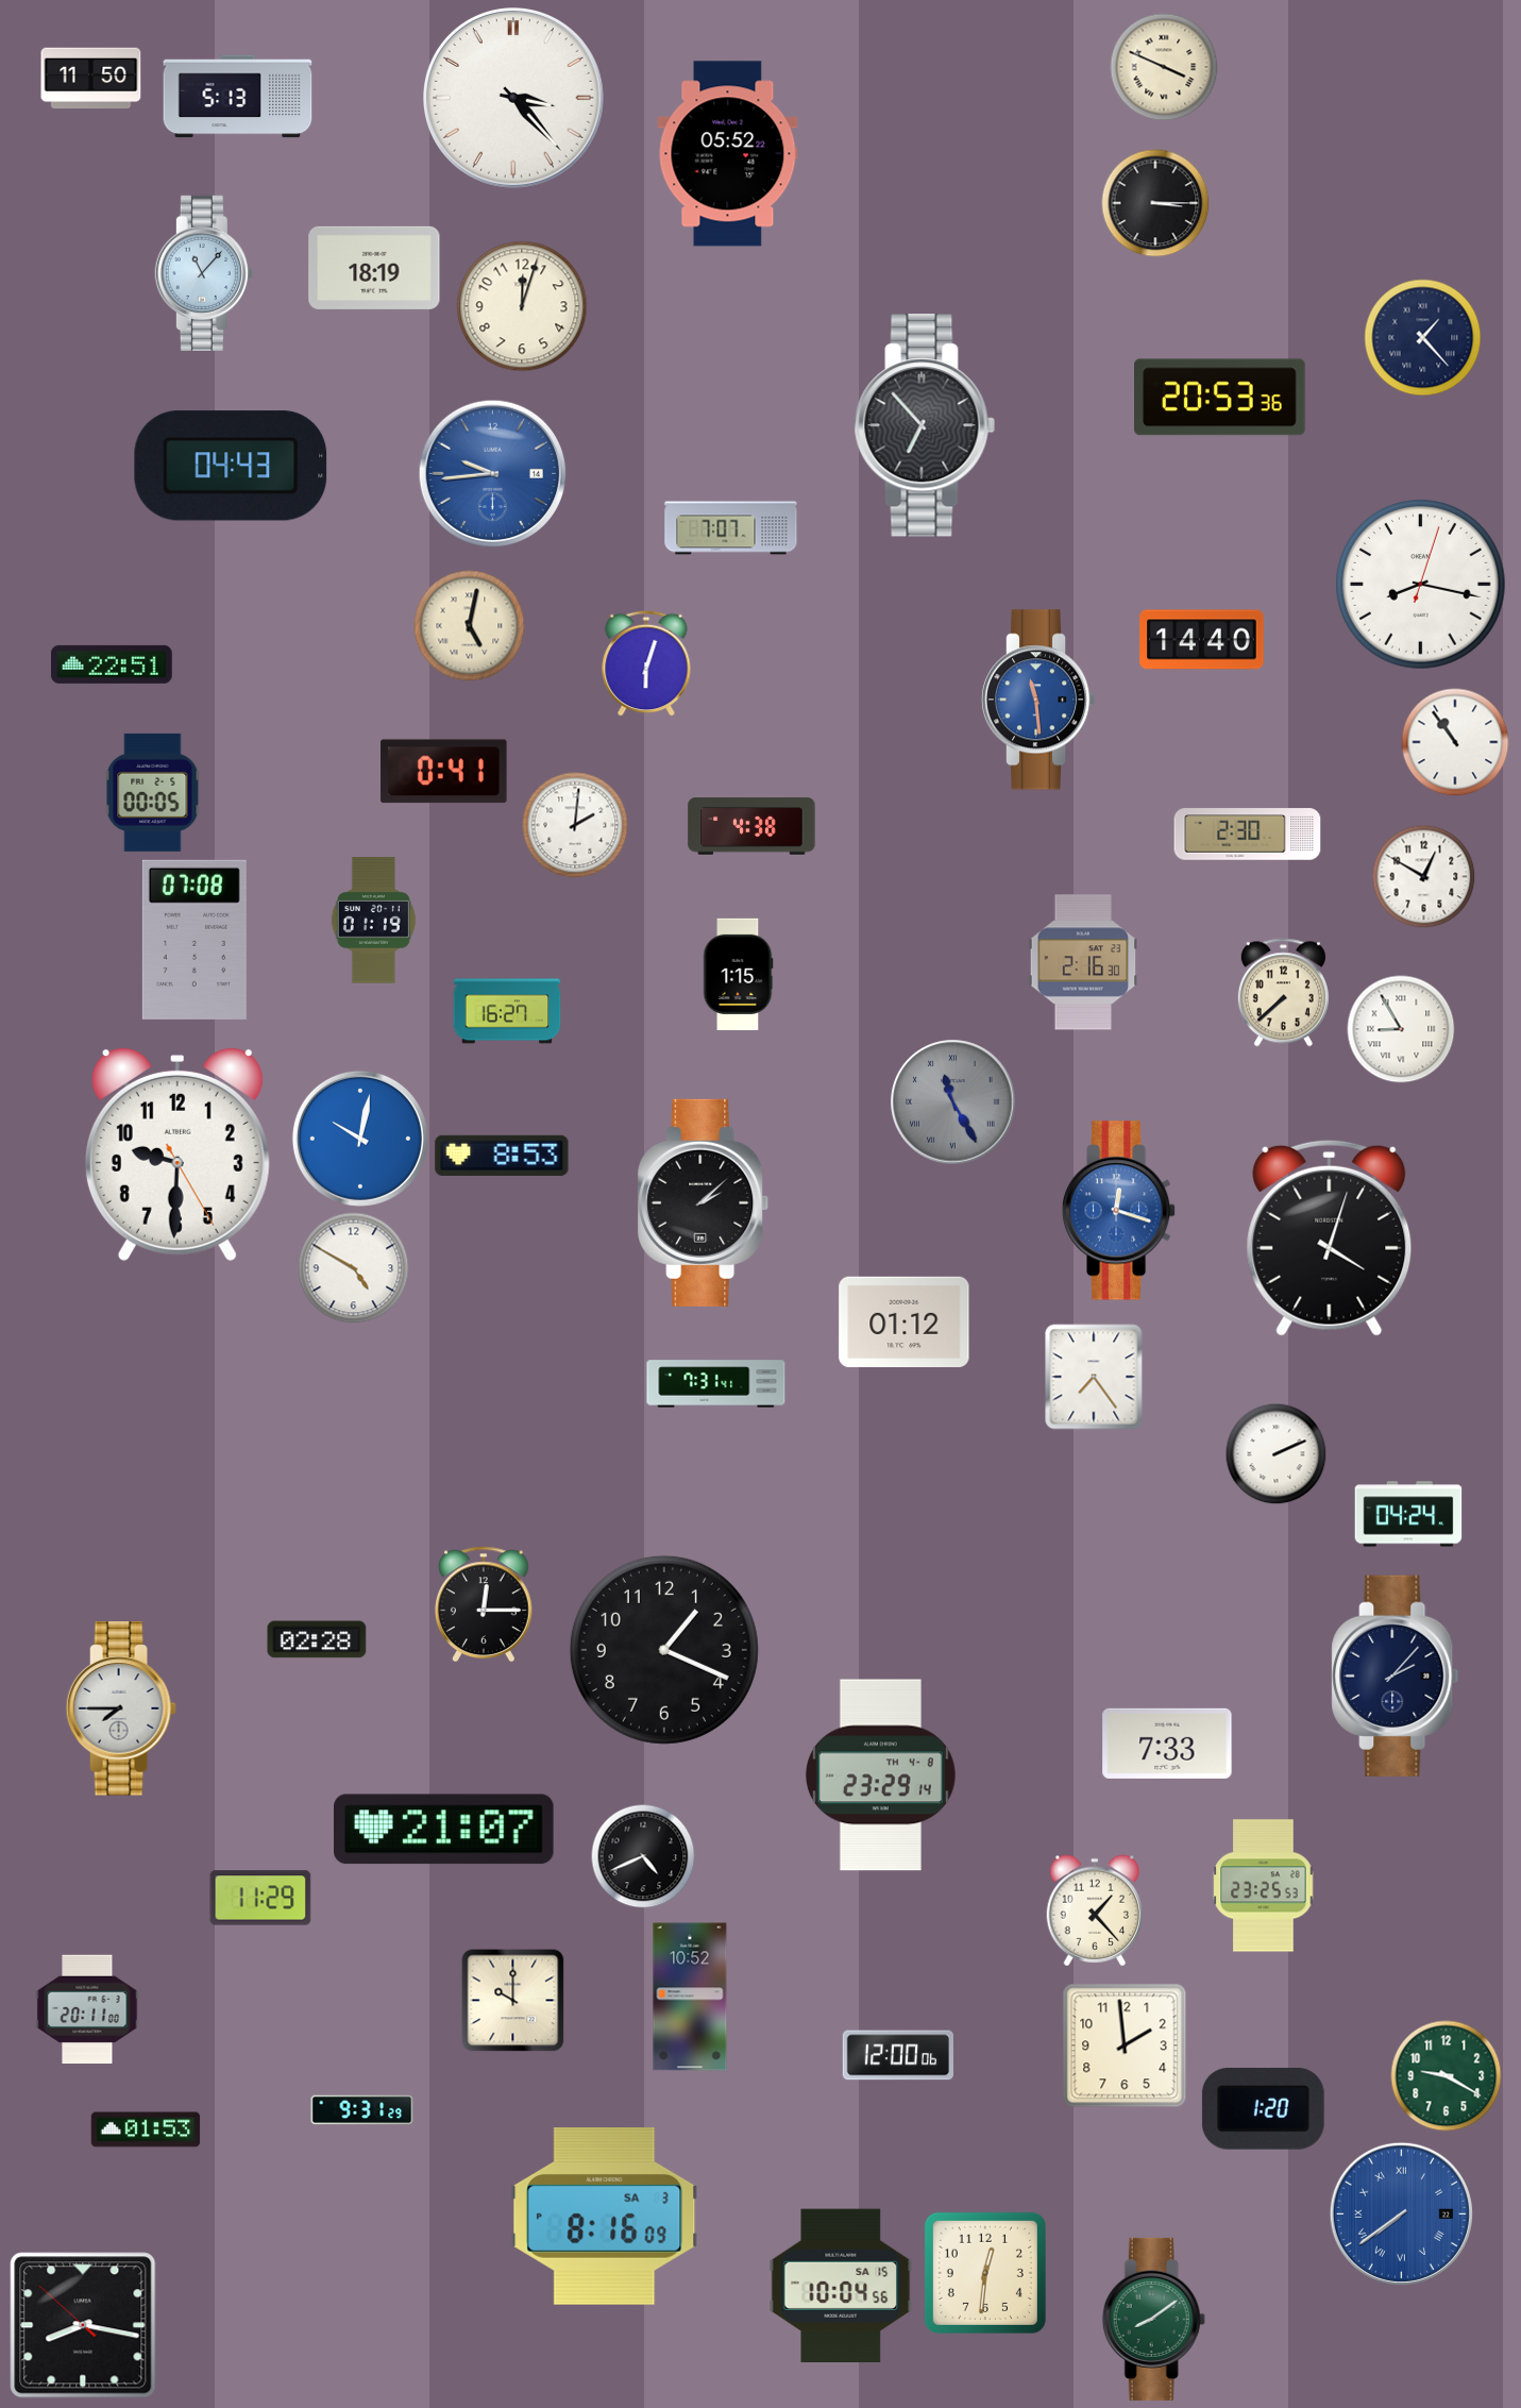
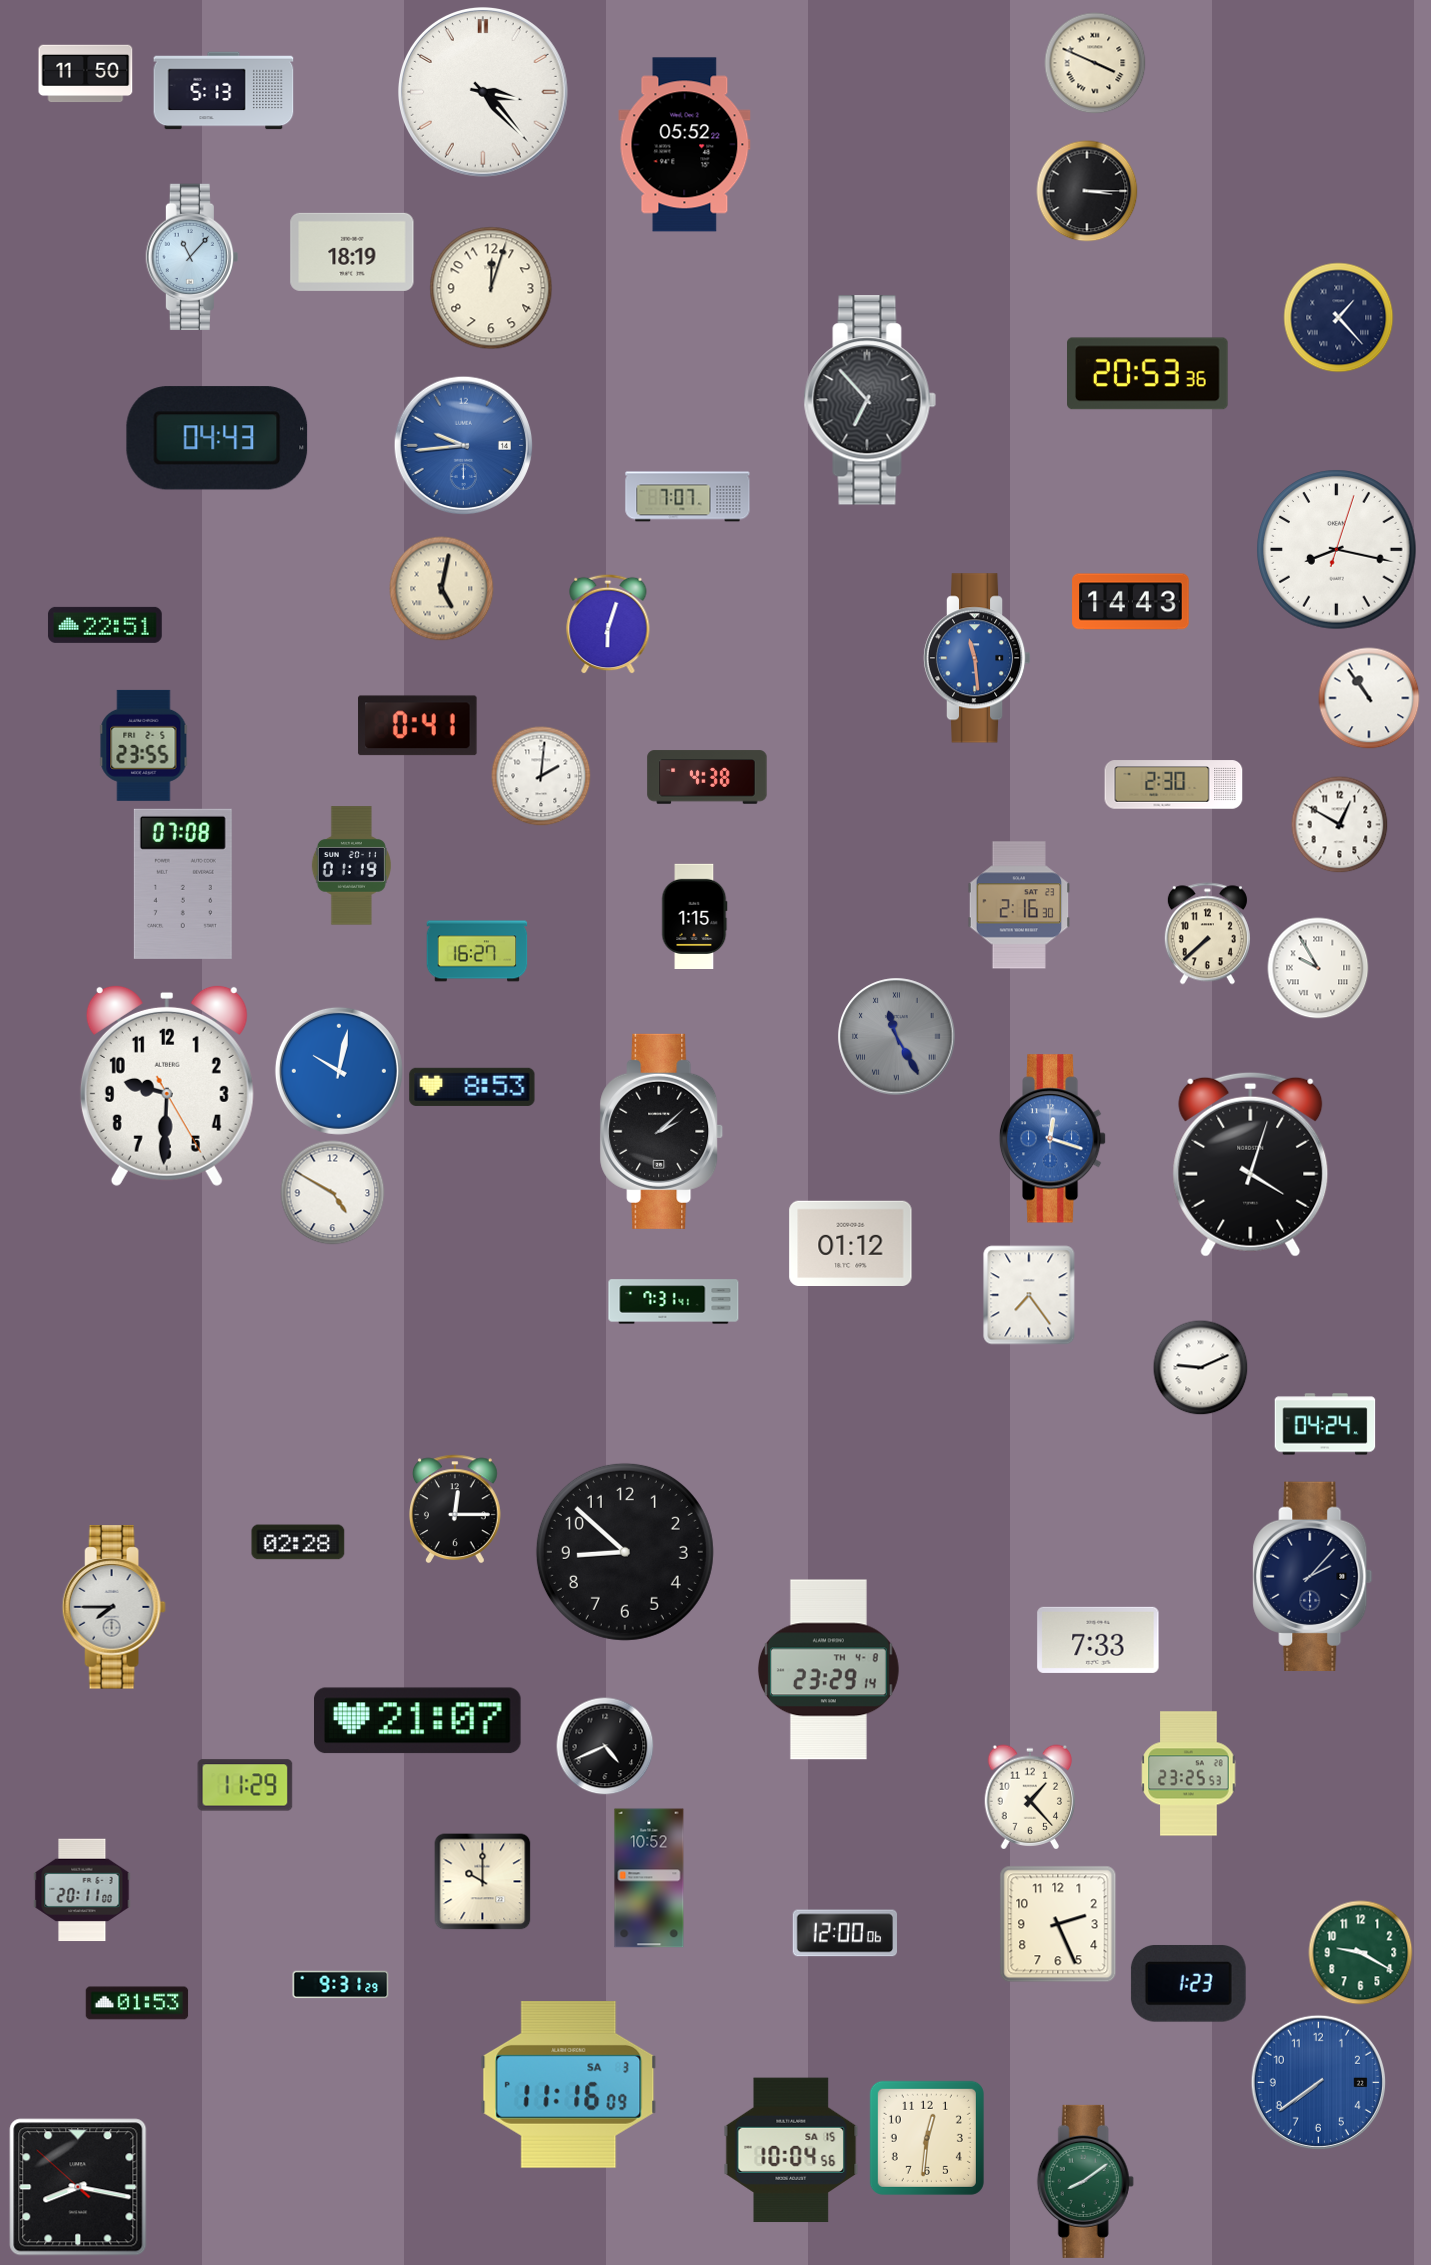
clock at (1202, 640): 14:40 -> 14:43
clock at (153, 792): 00:05 -> 23:55
clock at (1401, 1029): 8:55 -> 9:55
clock at (1275, 1453): 2:11 -> 9:11
clock at (664, 1650): 1:19 -> 8:52
clock at (1125, 2045): 1:59 -> 2:26
clock at (1263, 2108): 1:20 -> 1:23
clock at (1401, 2213) numerals: Roman -> Arabic
clock at (605, 2217): 8:16 -> 11:16
